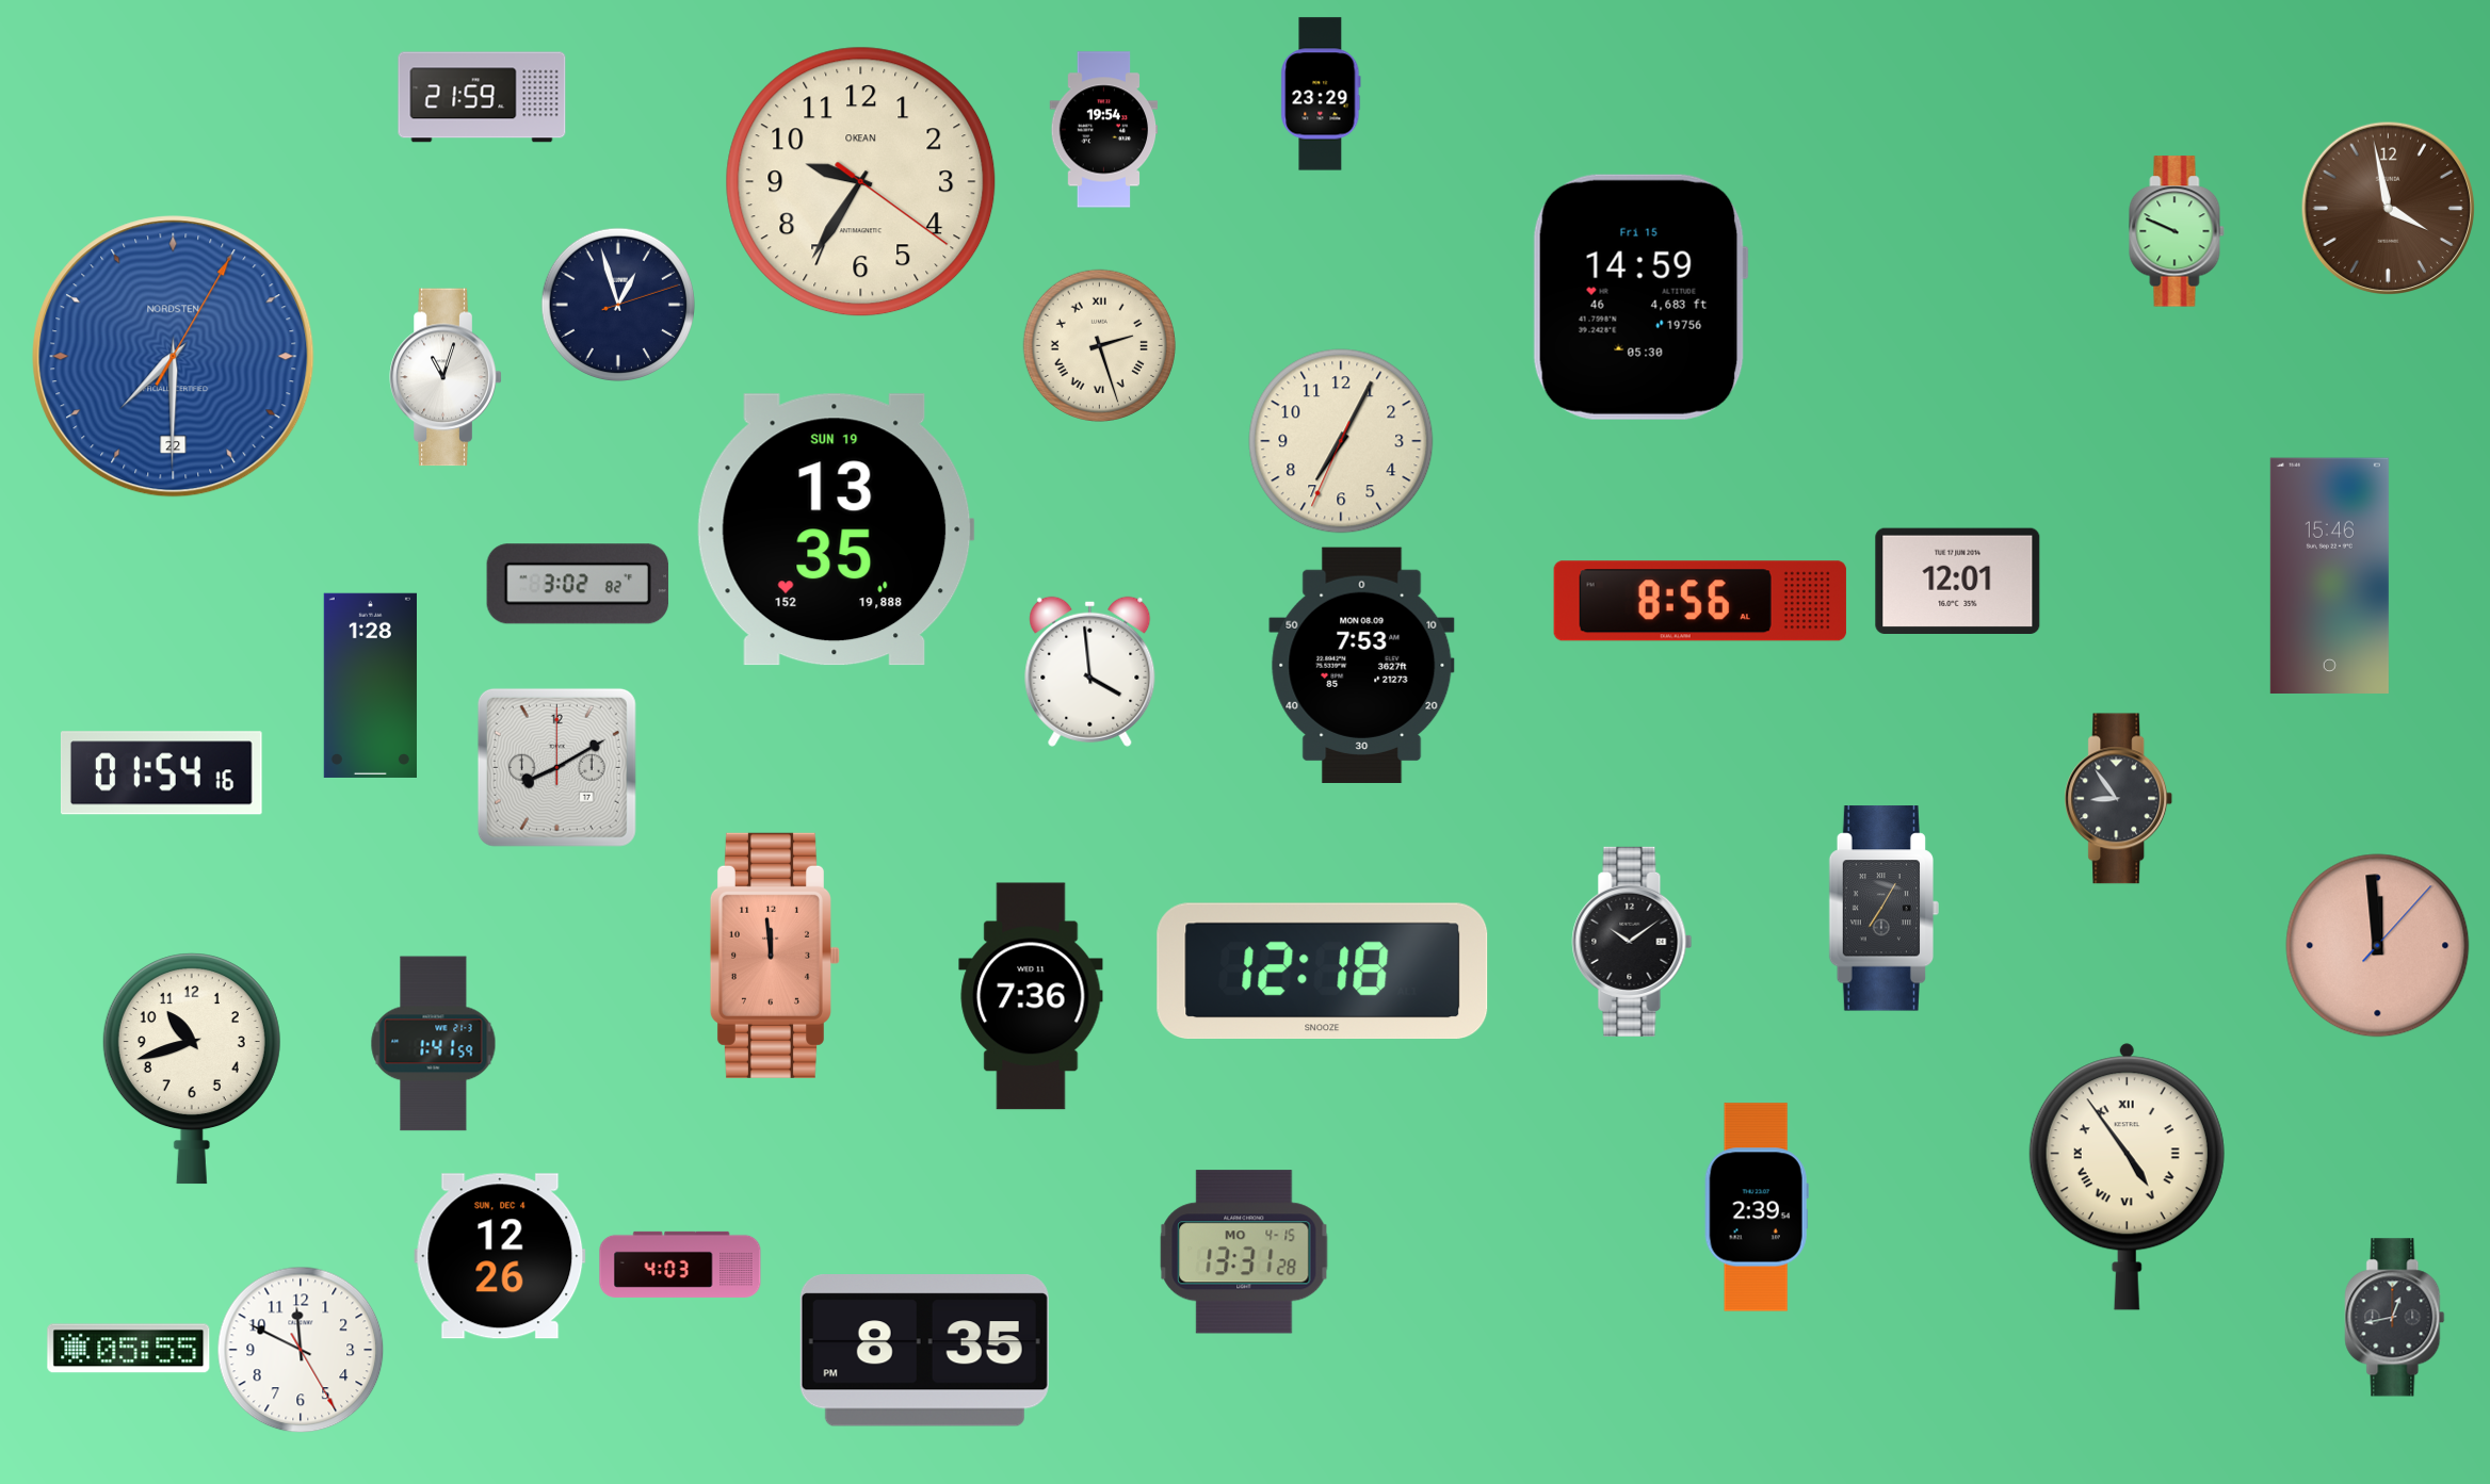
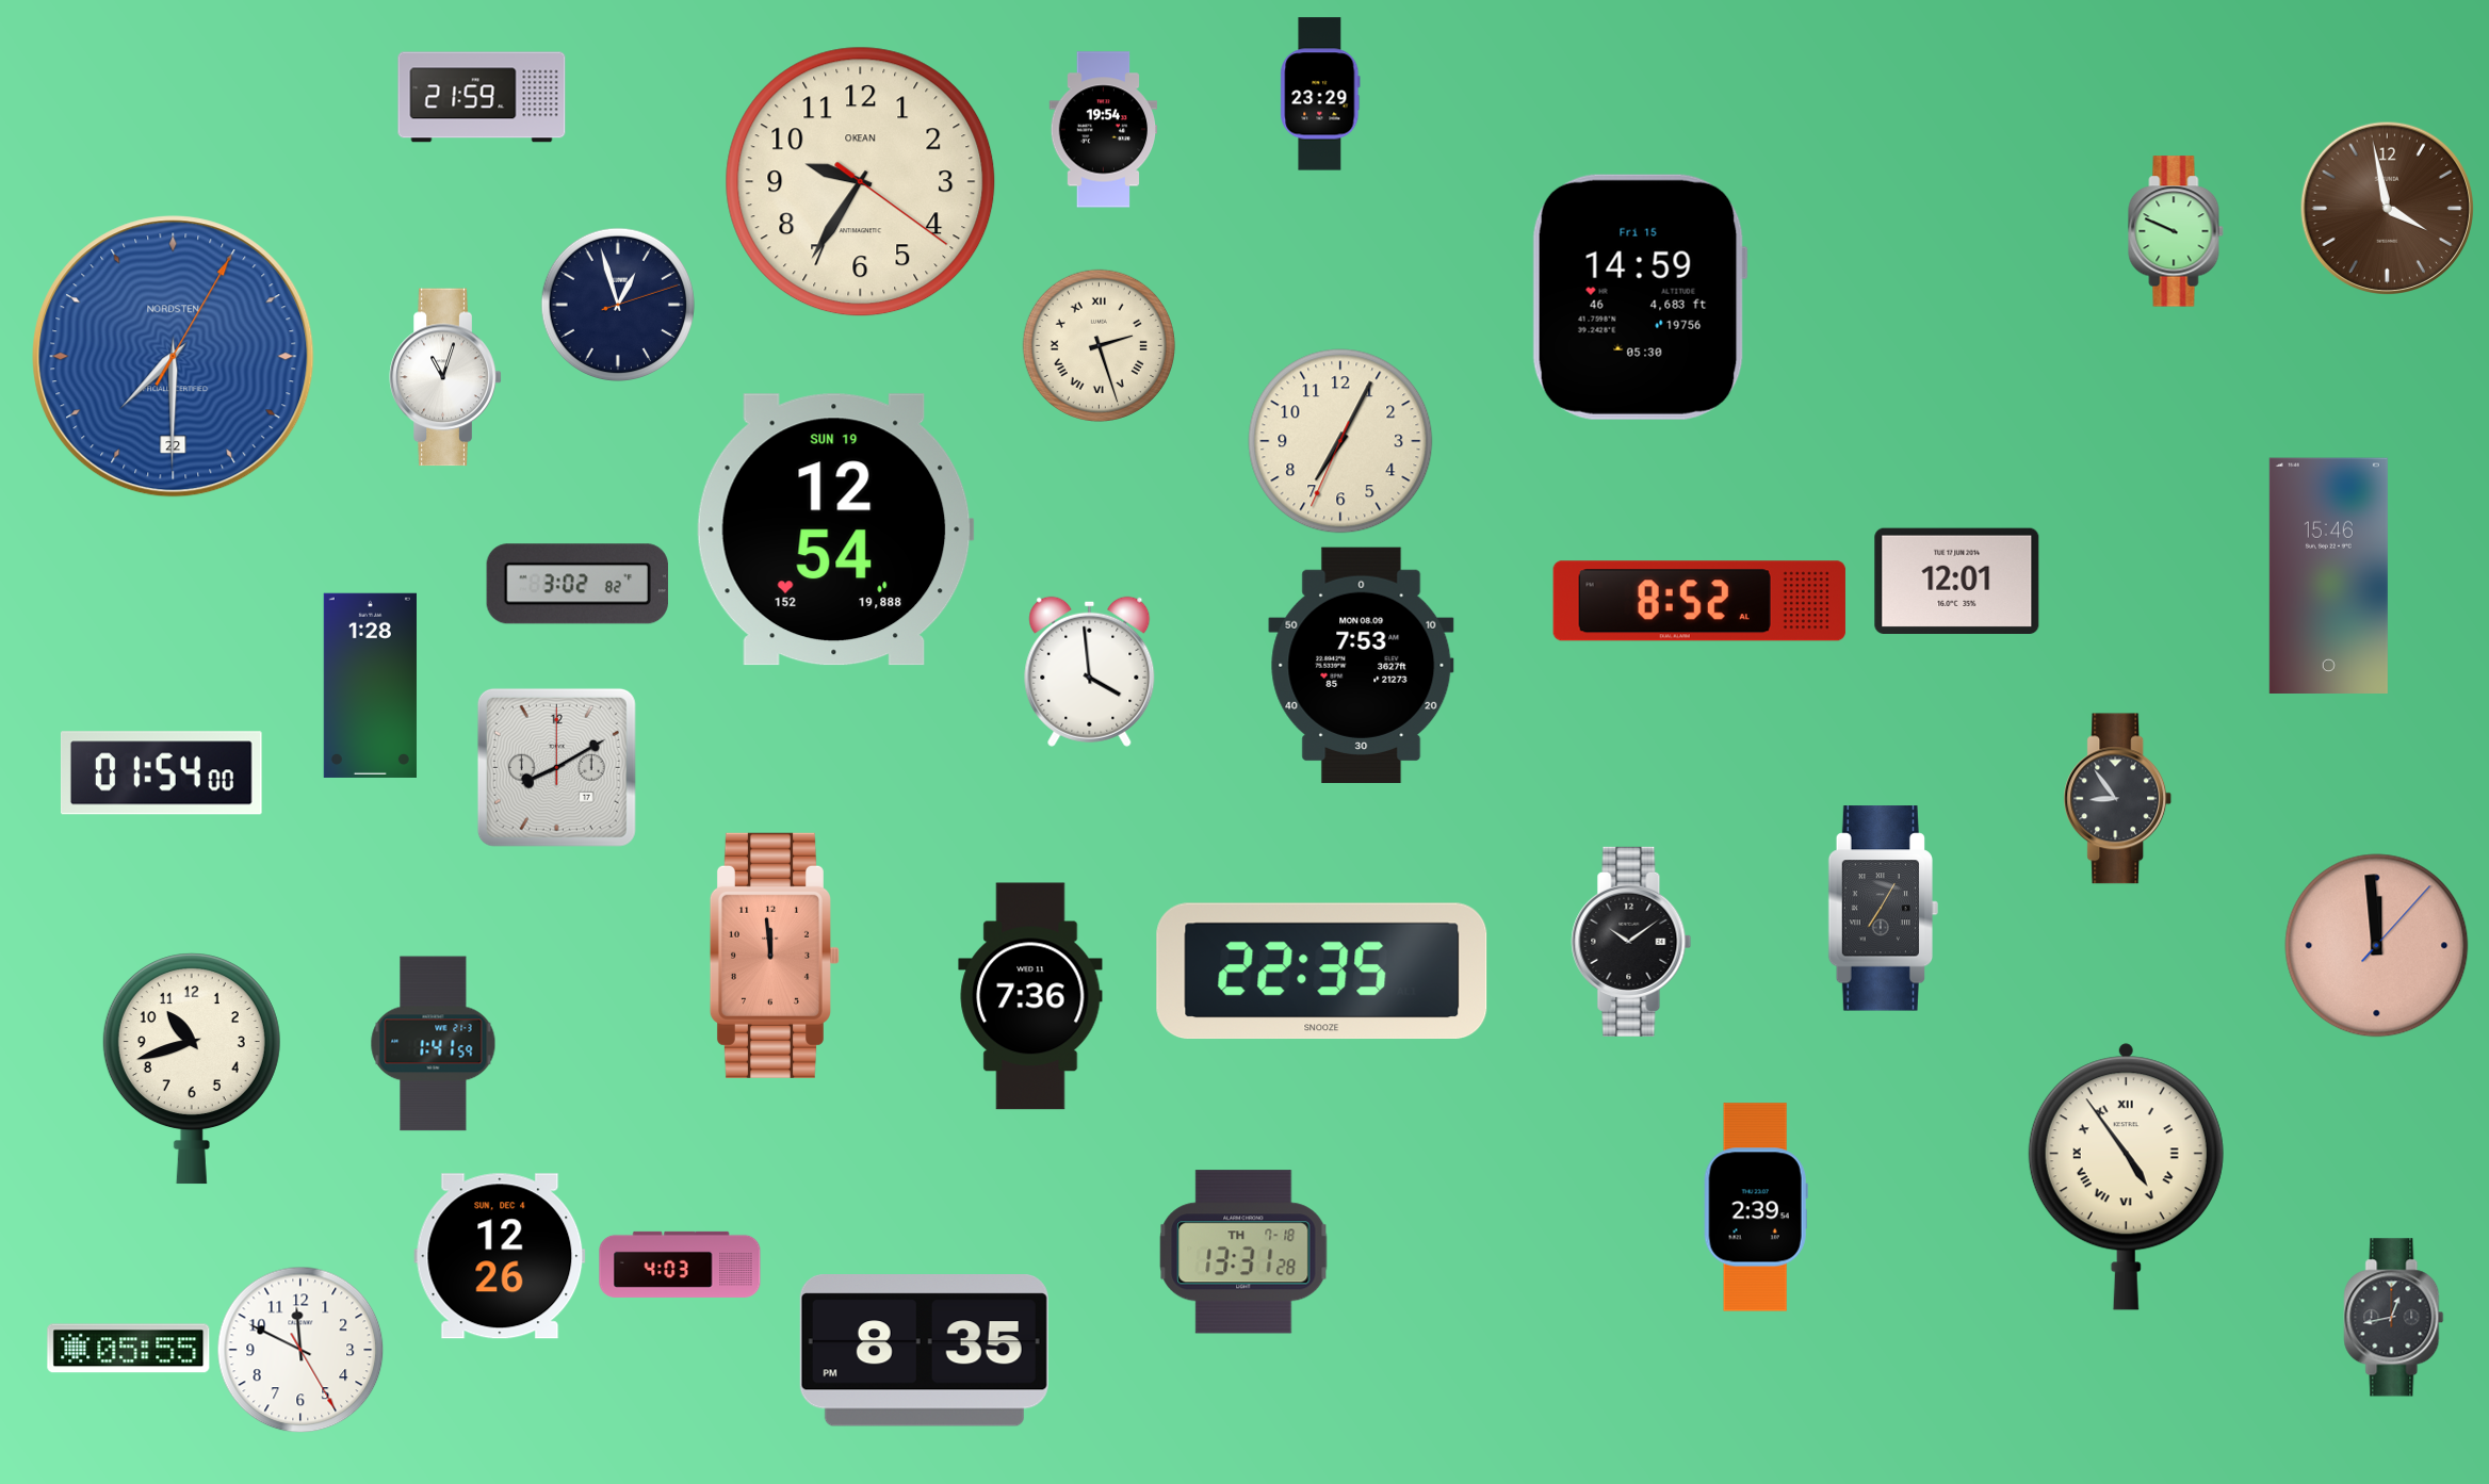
clock at (836, 529): 13:35 -> 12:54
clock at (1700, 601): 8:56 -> 8:52
clock at (161, 773): 01:54:16 -> 01:54:00
clock at (1323, 972): 12:18 -> 22:35
clock at (1244, 1252) date: MO 4-15 -> TH 7-18
